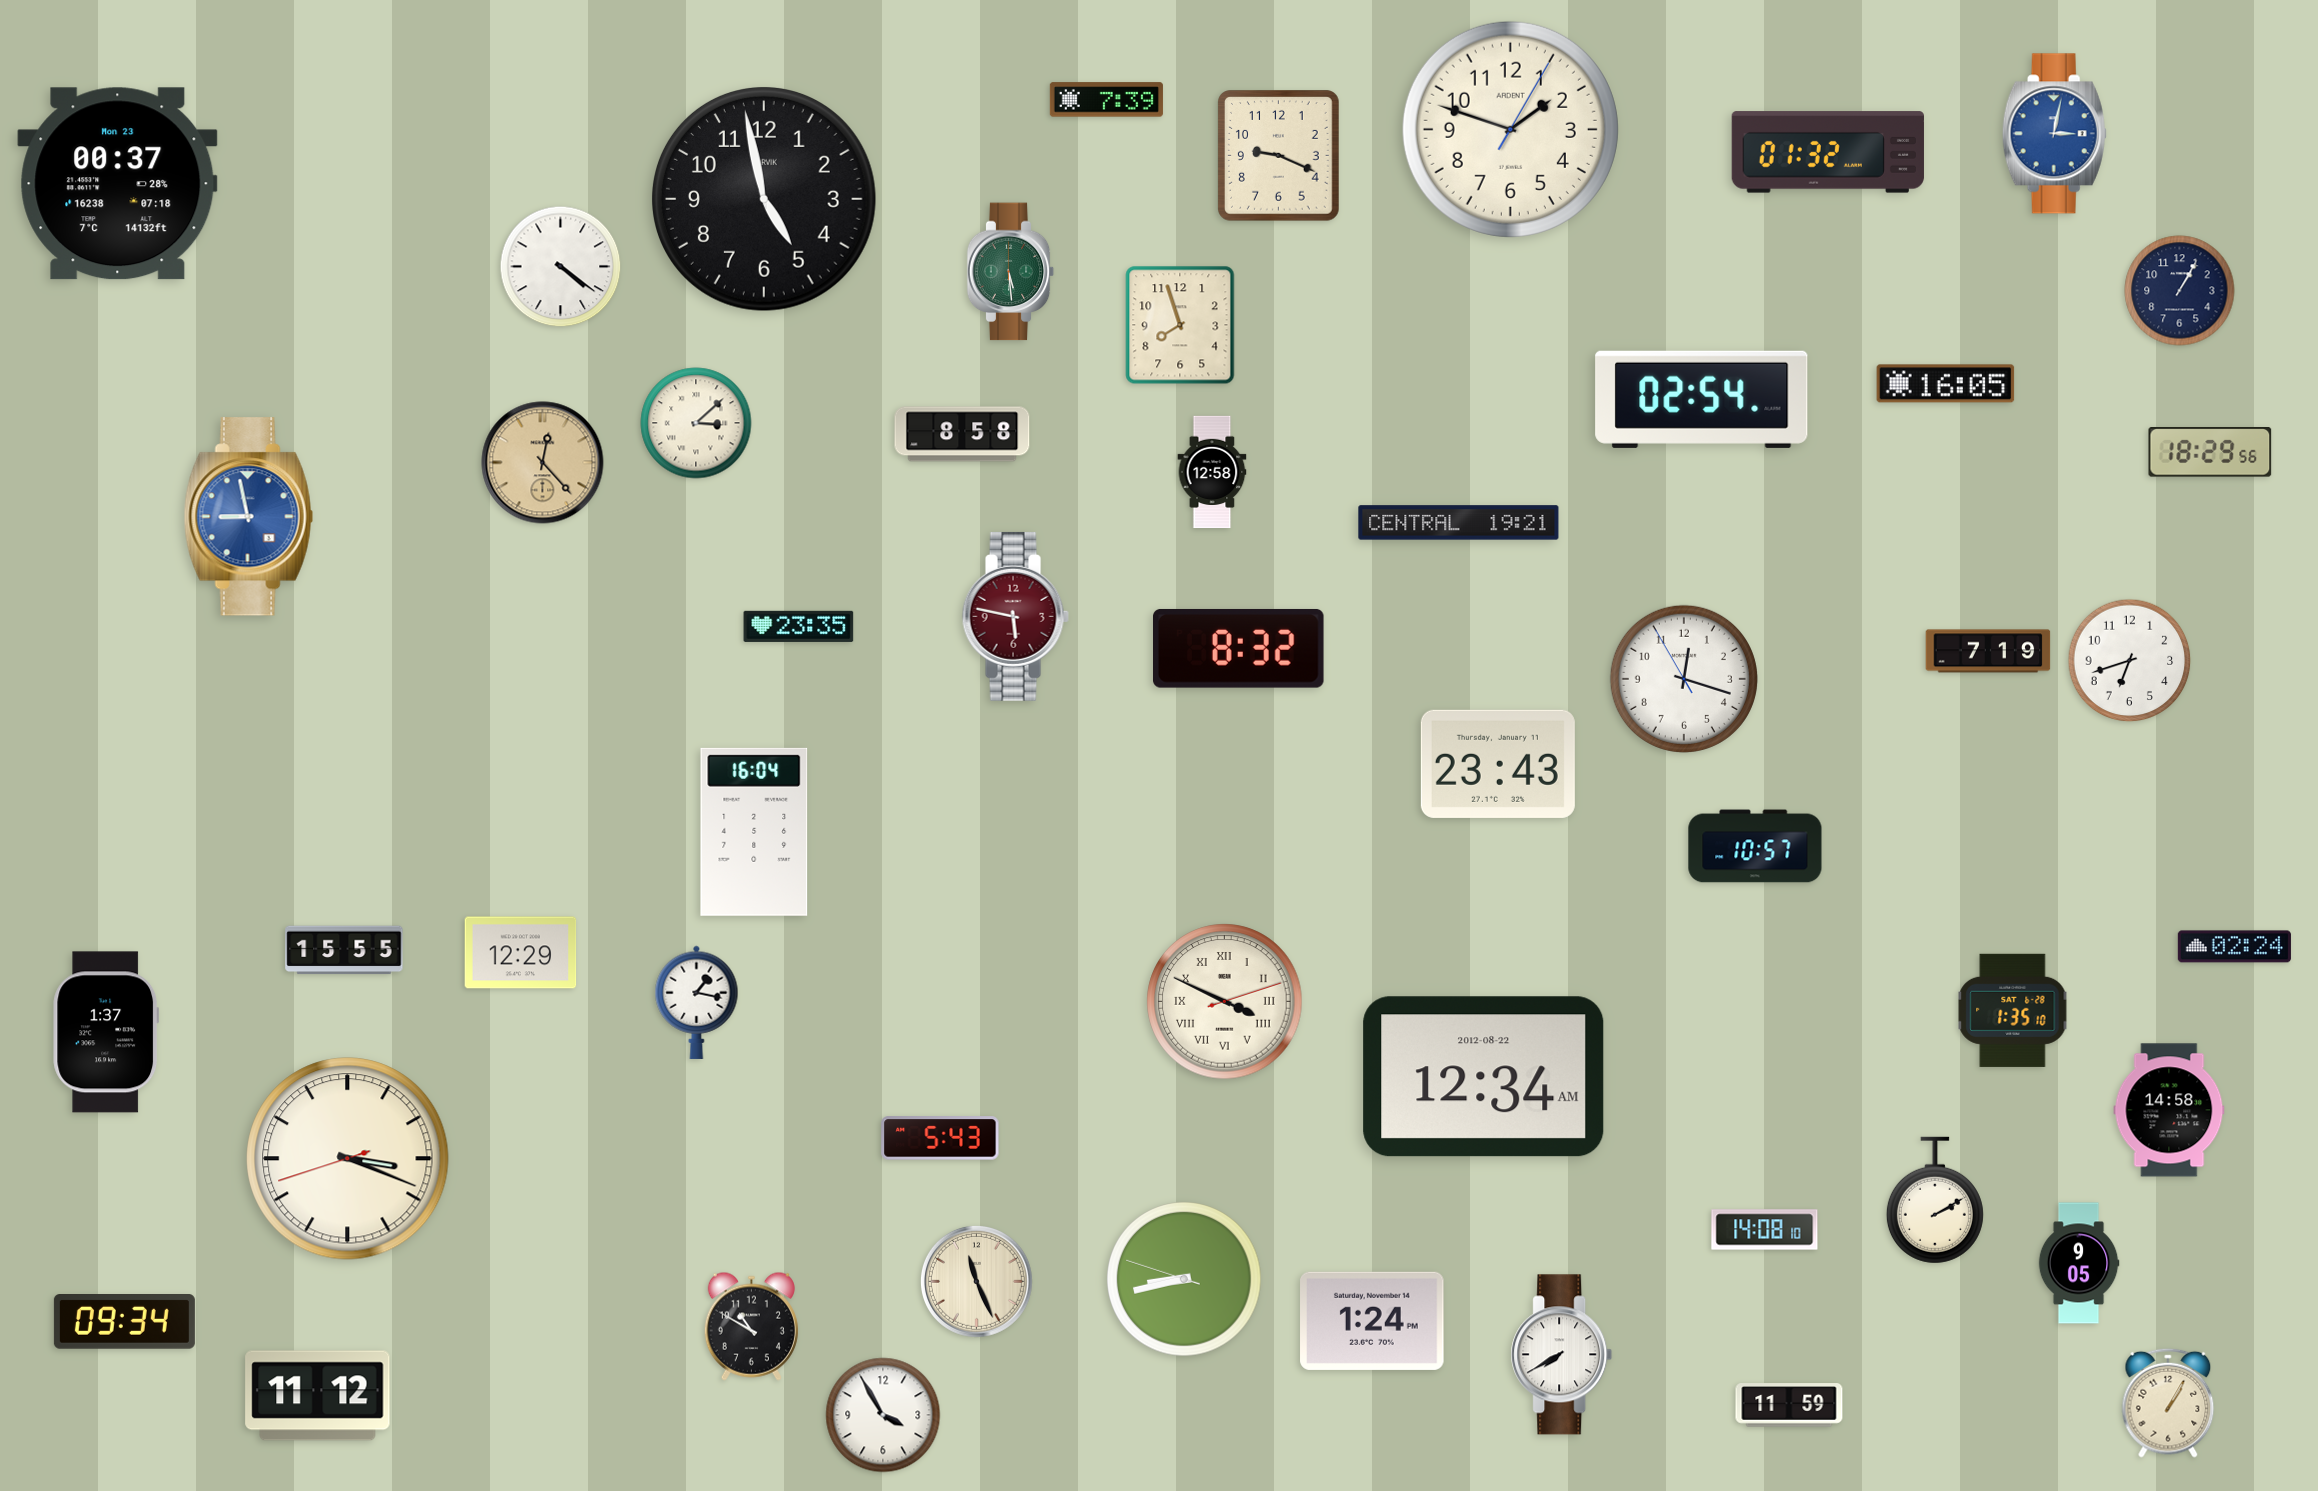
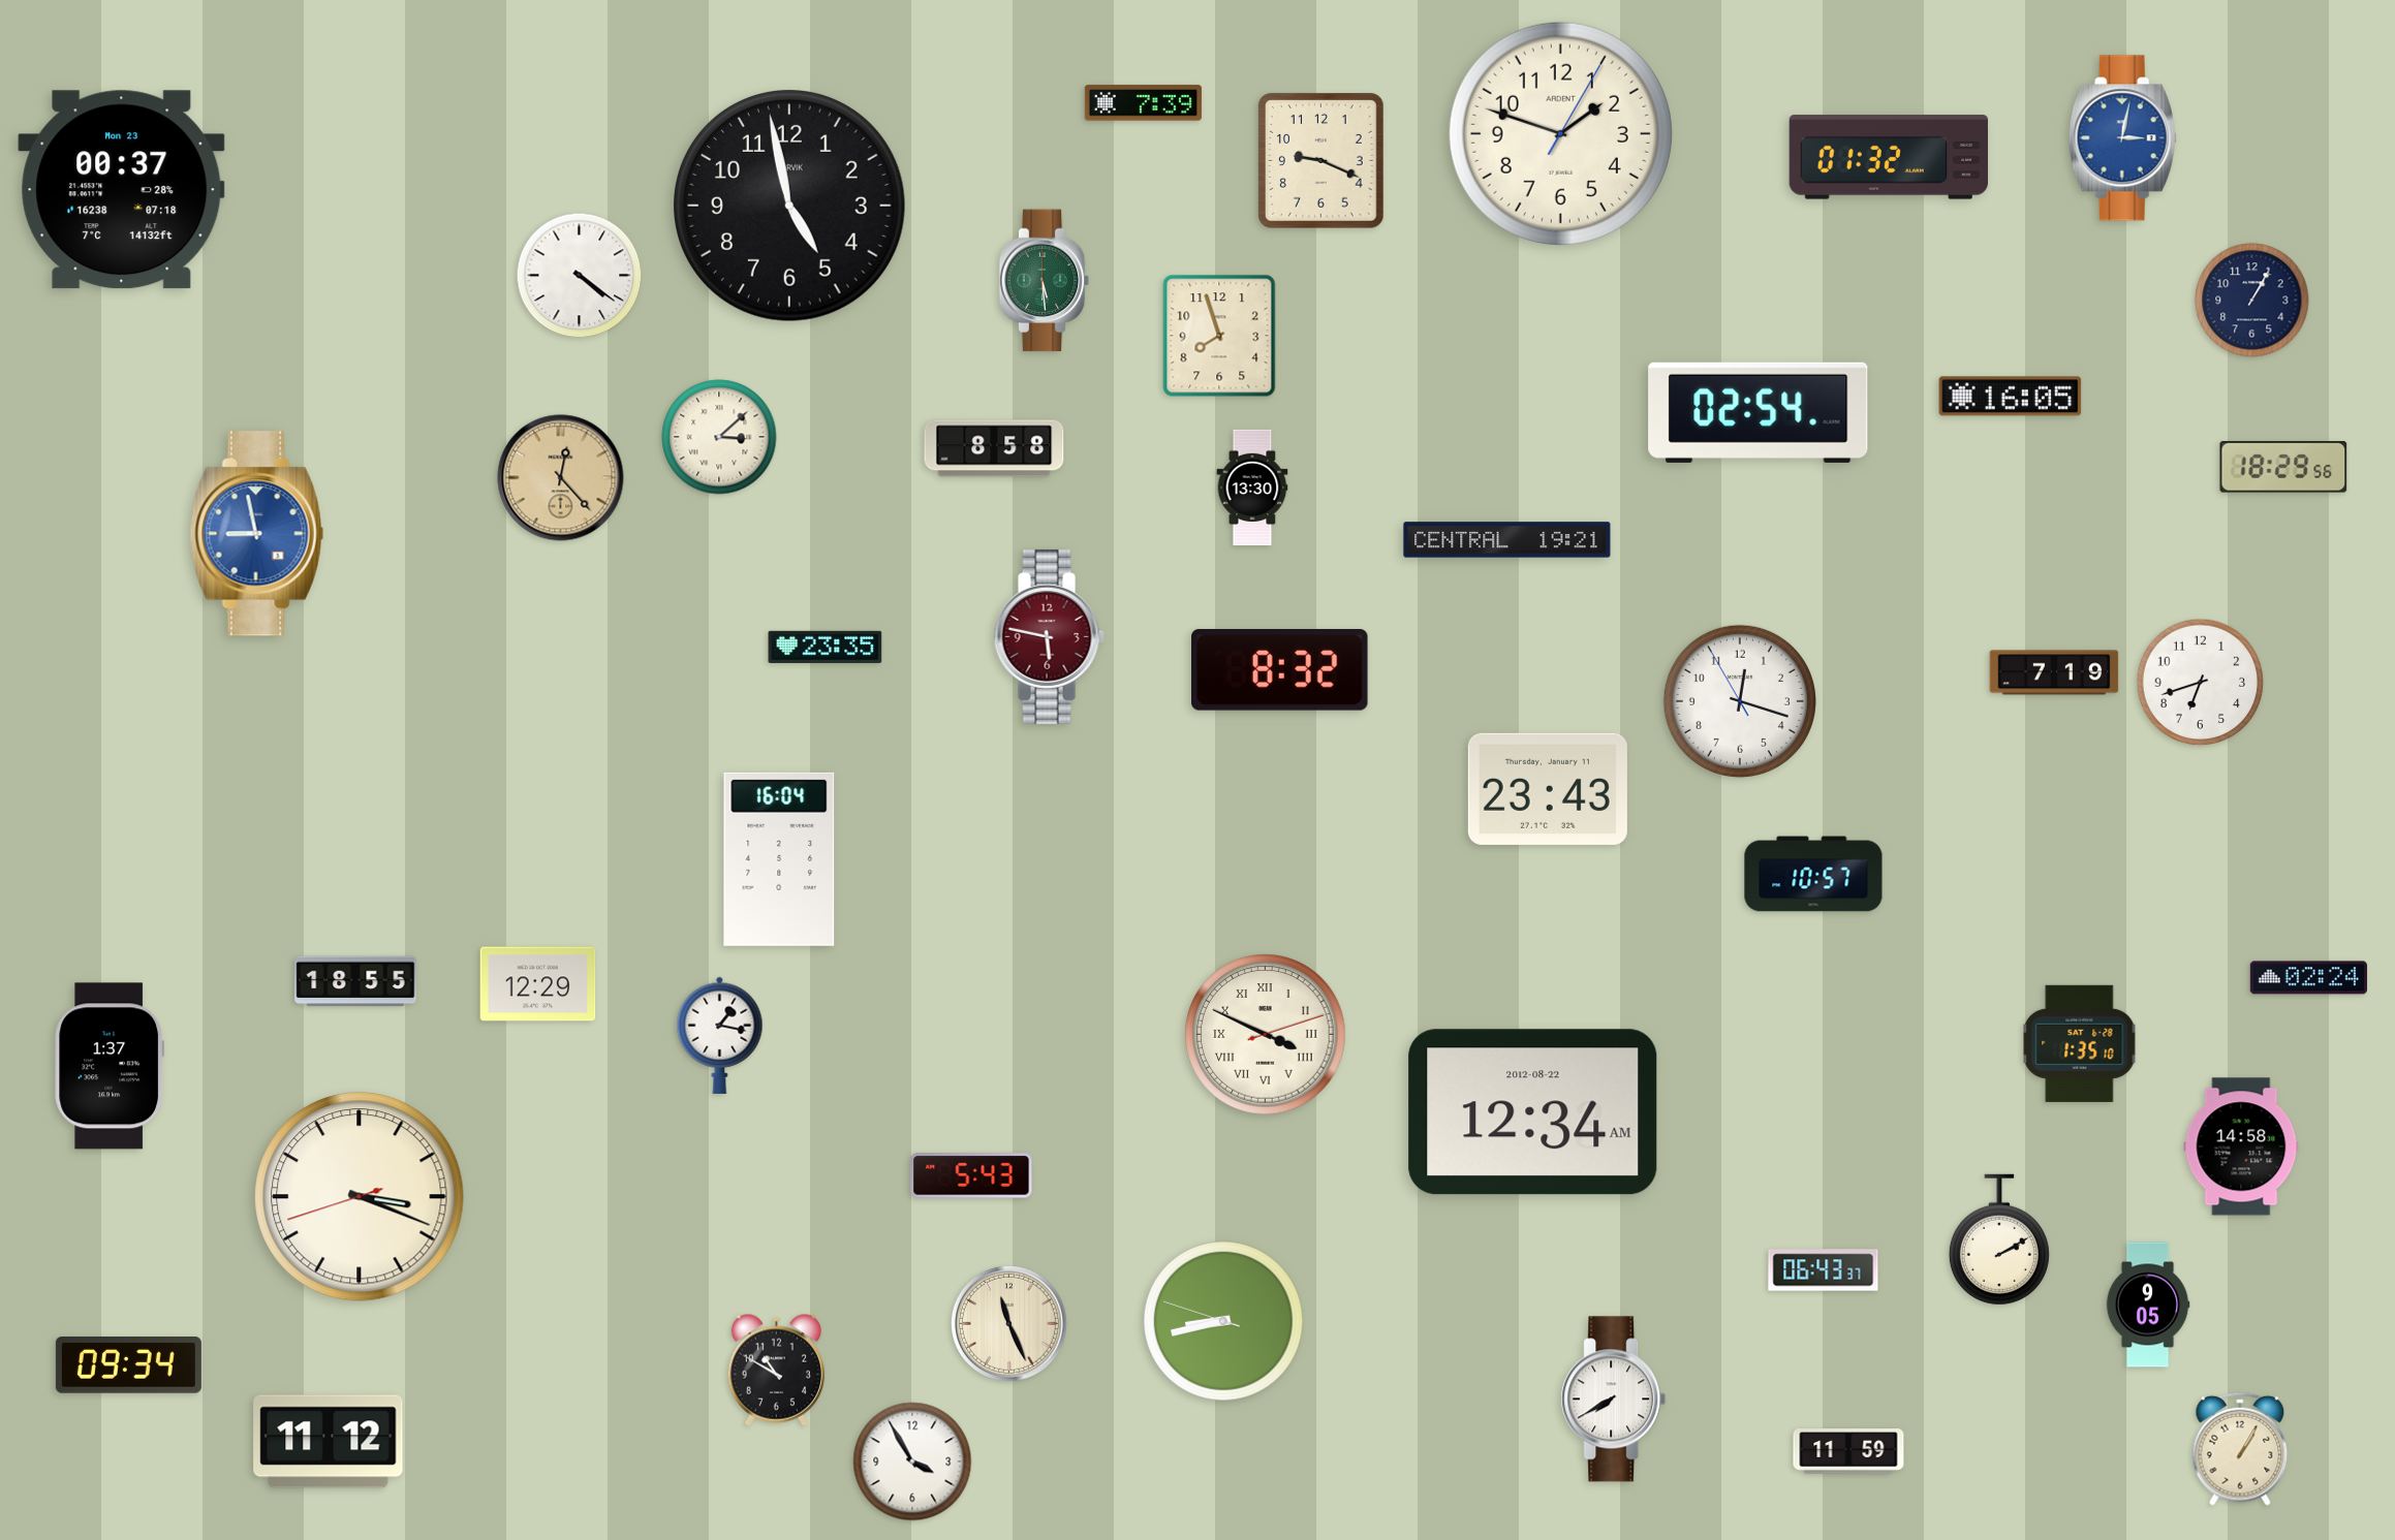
clock at (1212, 472): 12:58 -> 13:30
clock at (344, 950): 15:55 -> 18:55
clock at (1765, 1230): 14:08 -> 06:43
clock at (1372, 1321): 1:24 -> none
